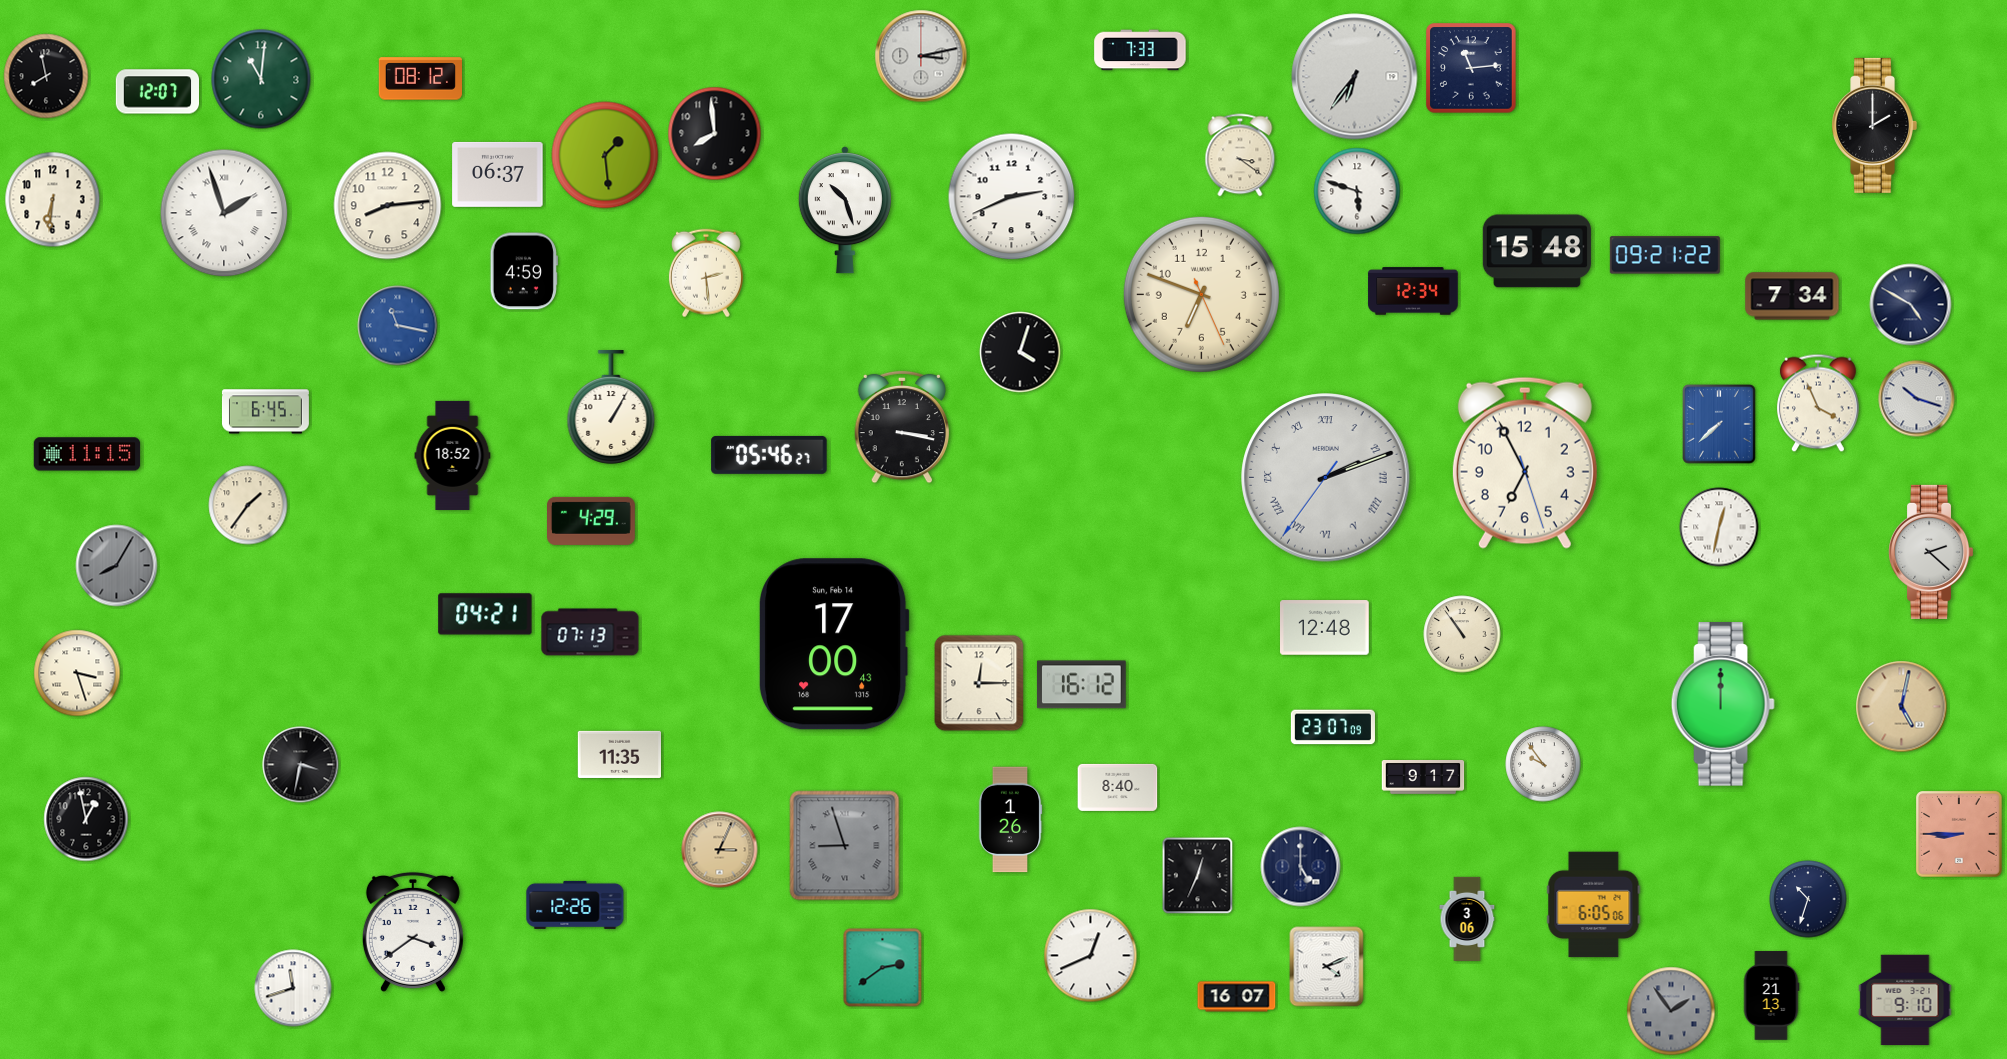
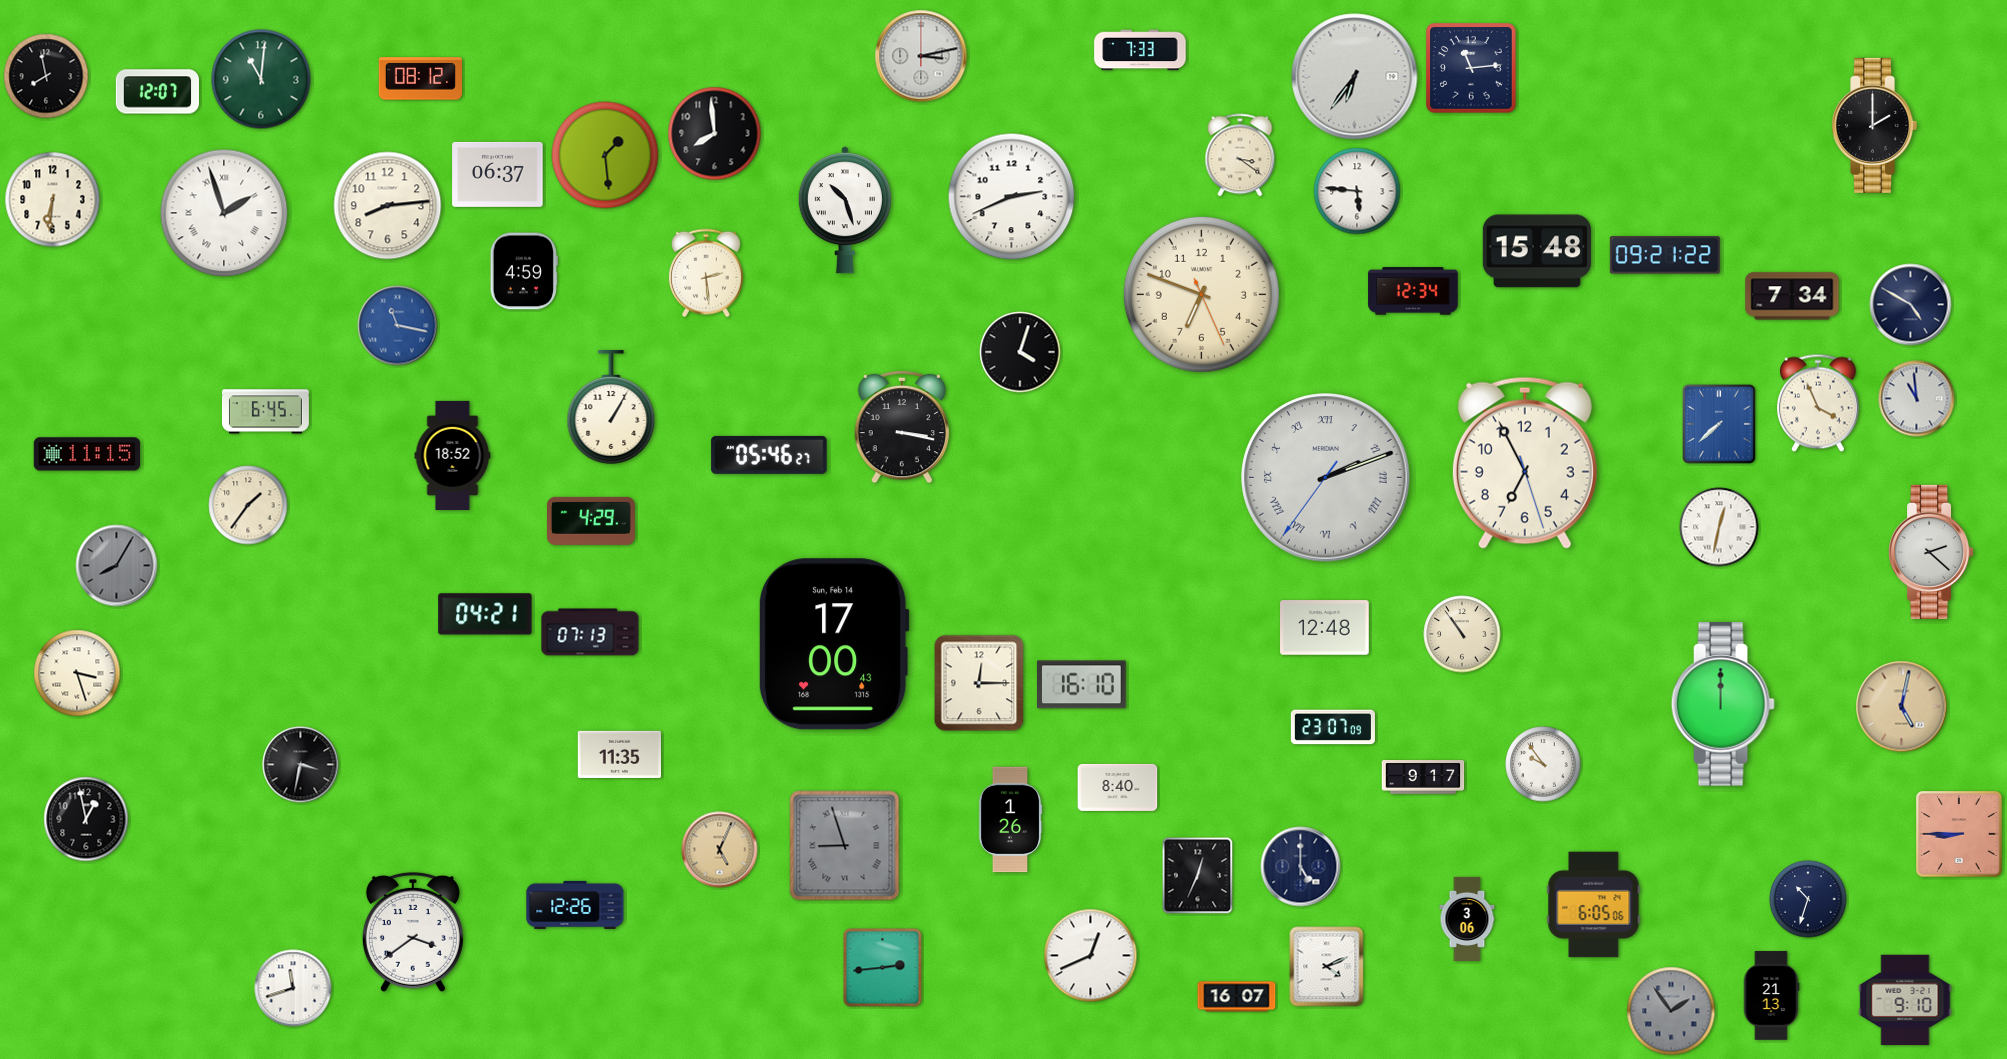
clock at (1357, 191): 5:48 -> 5:46
clock at (1917, 399): 10:18 -> 10:59
clock at (1081, 685): 16:12 -> 16:10
clock at (720, 850): 3:04 -> 5:04
clock at (883, 968): 2:39 -> 2:44
